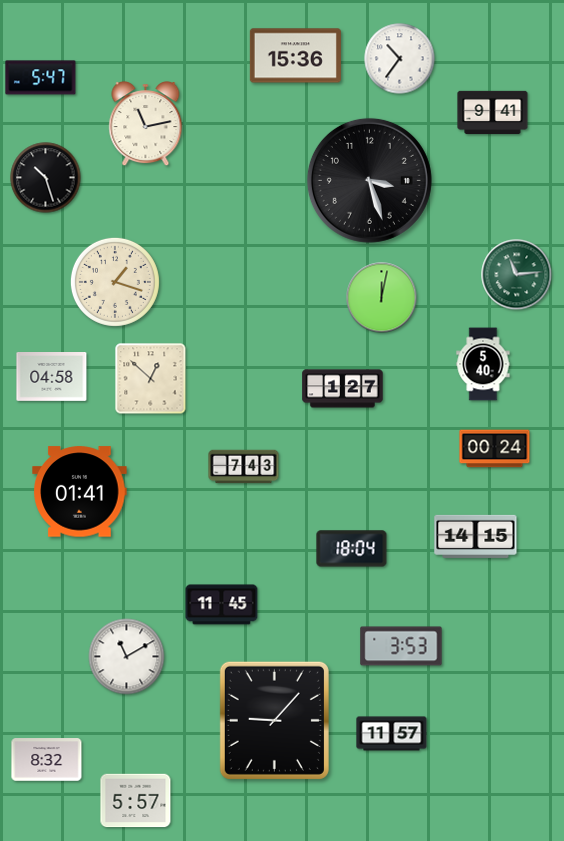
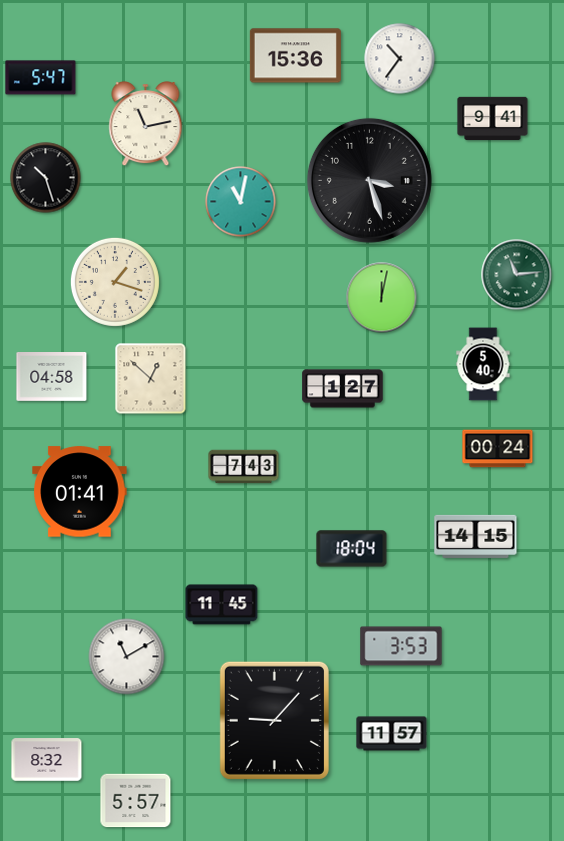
clock at (493, 113) position: (493, 113) -> (493, 119)
clock at (241, 202): none -> 11:02
clock at (495, 449) position: (495, 449) -> (498, 449)
